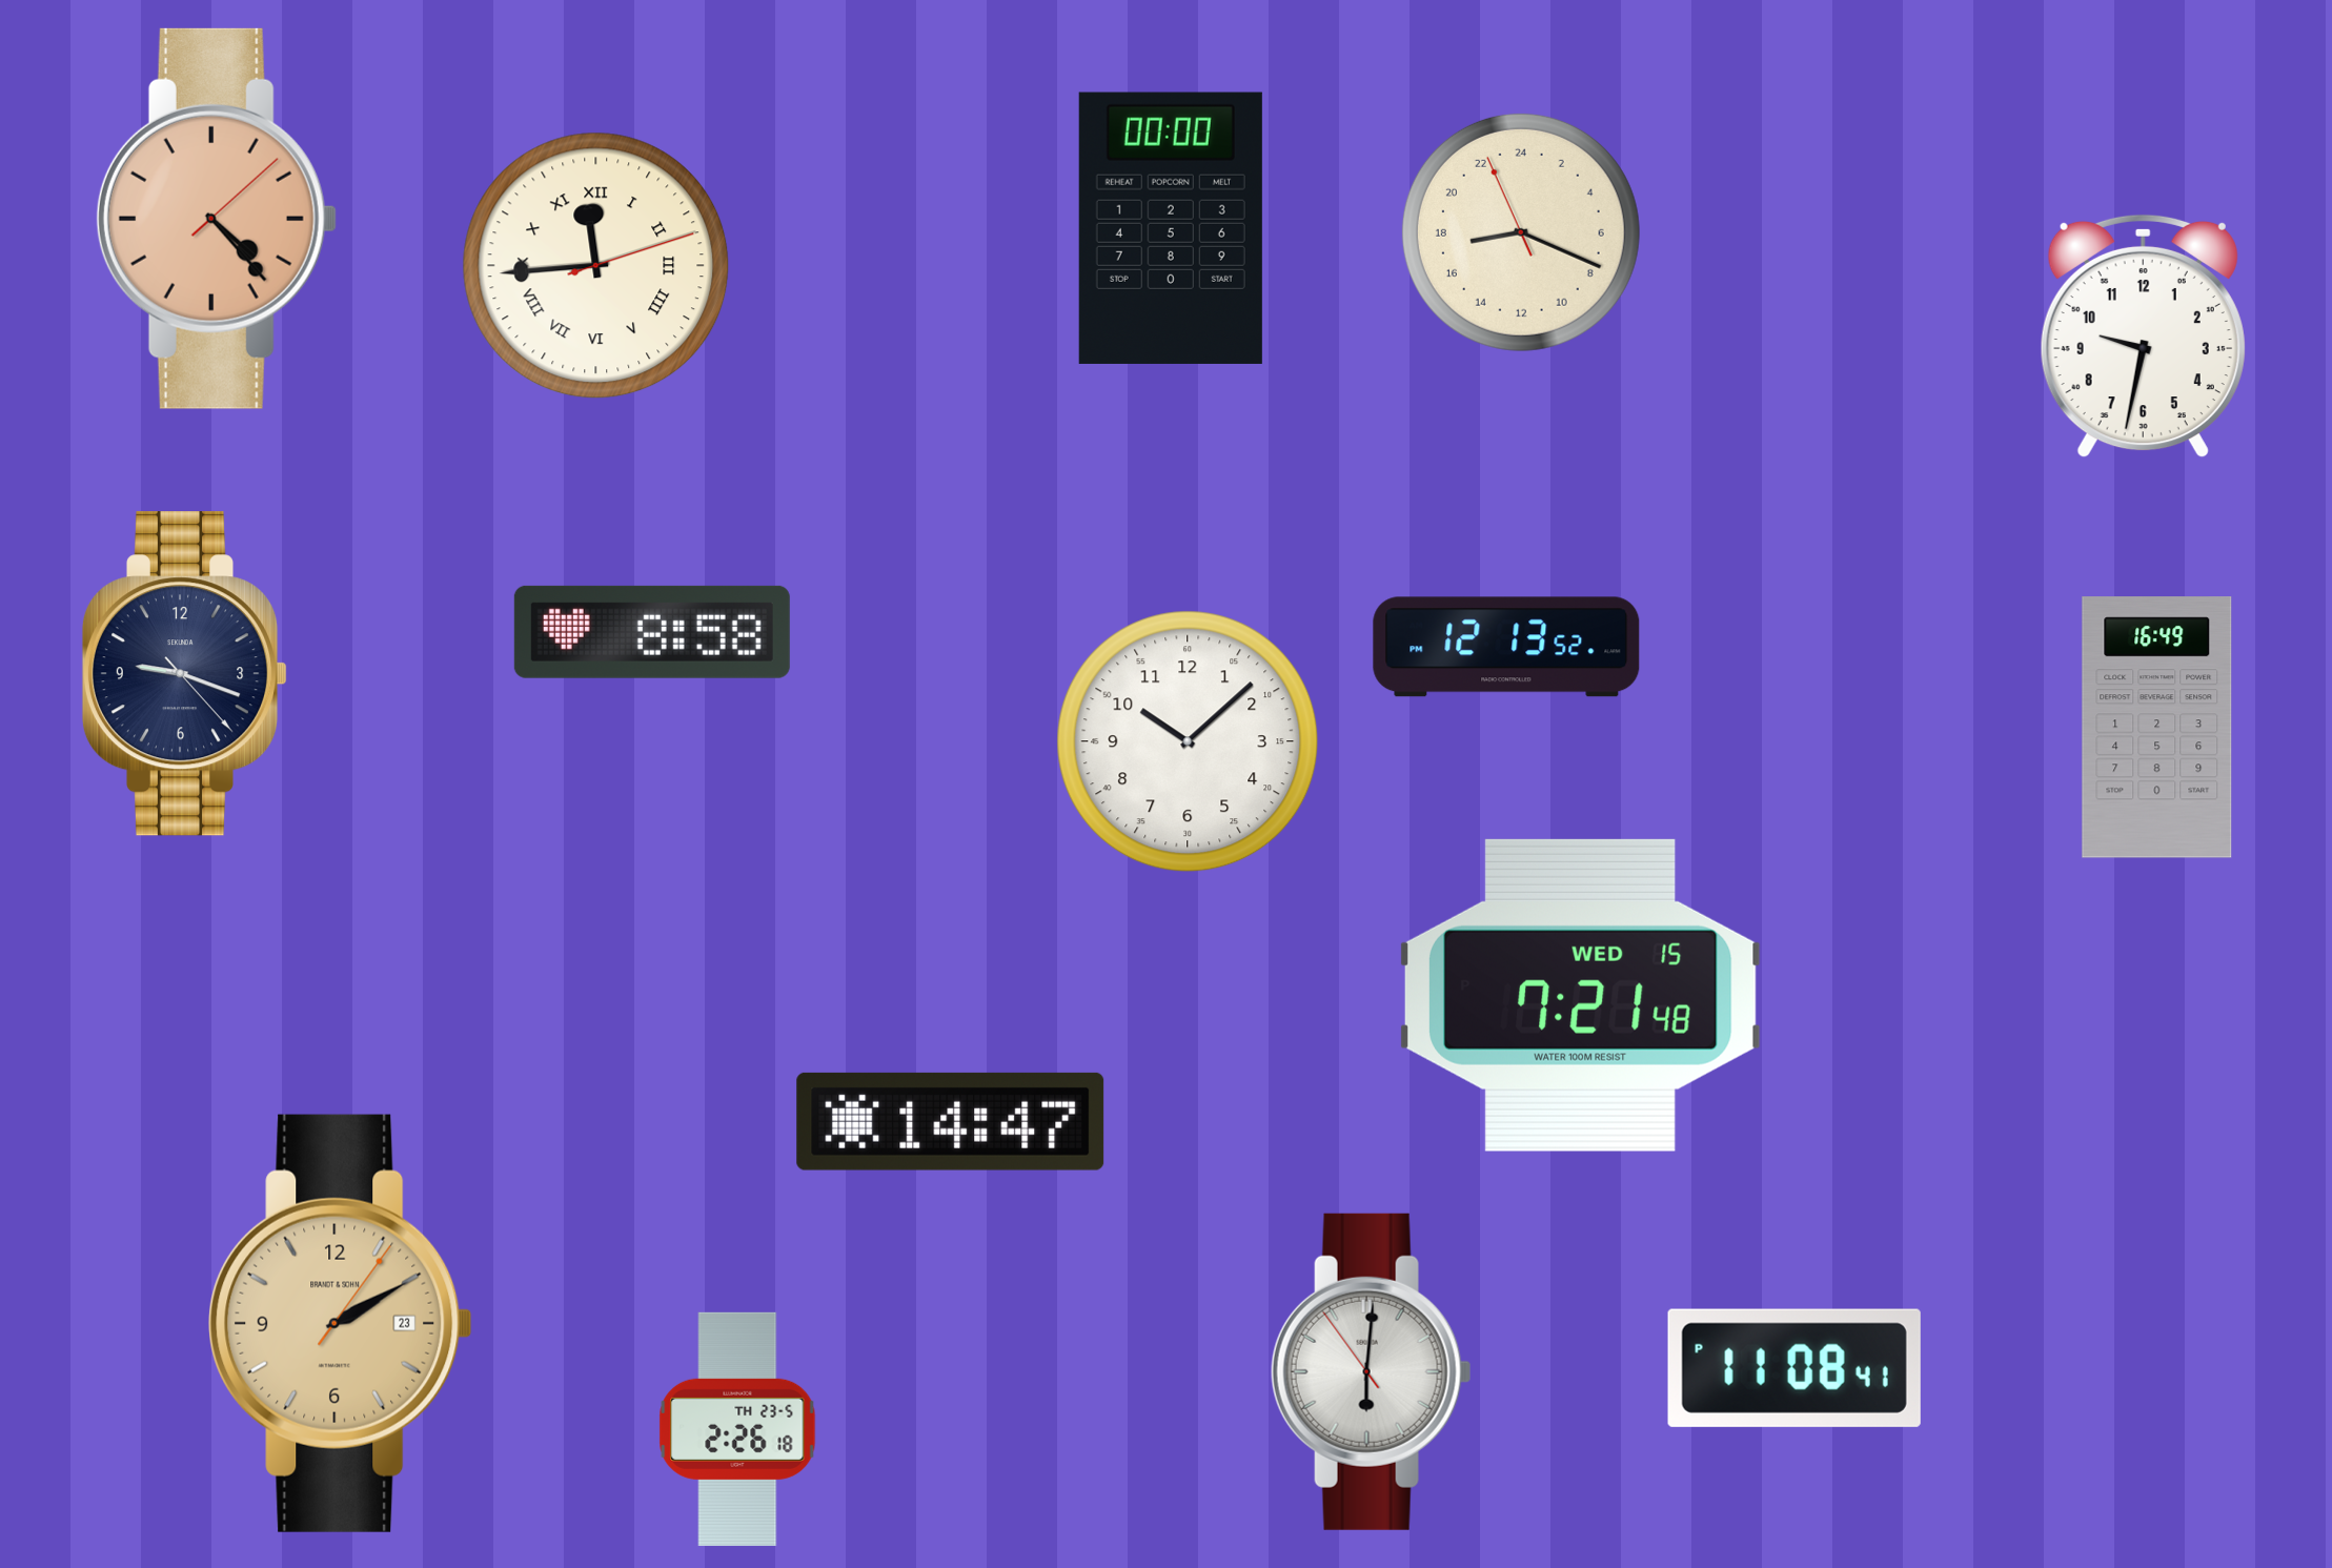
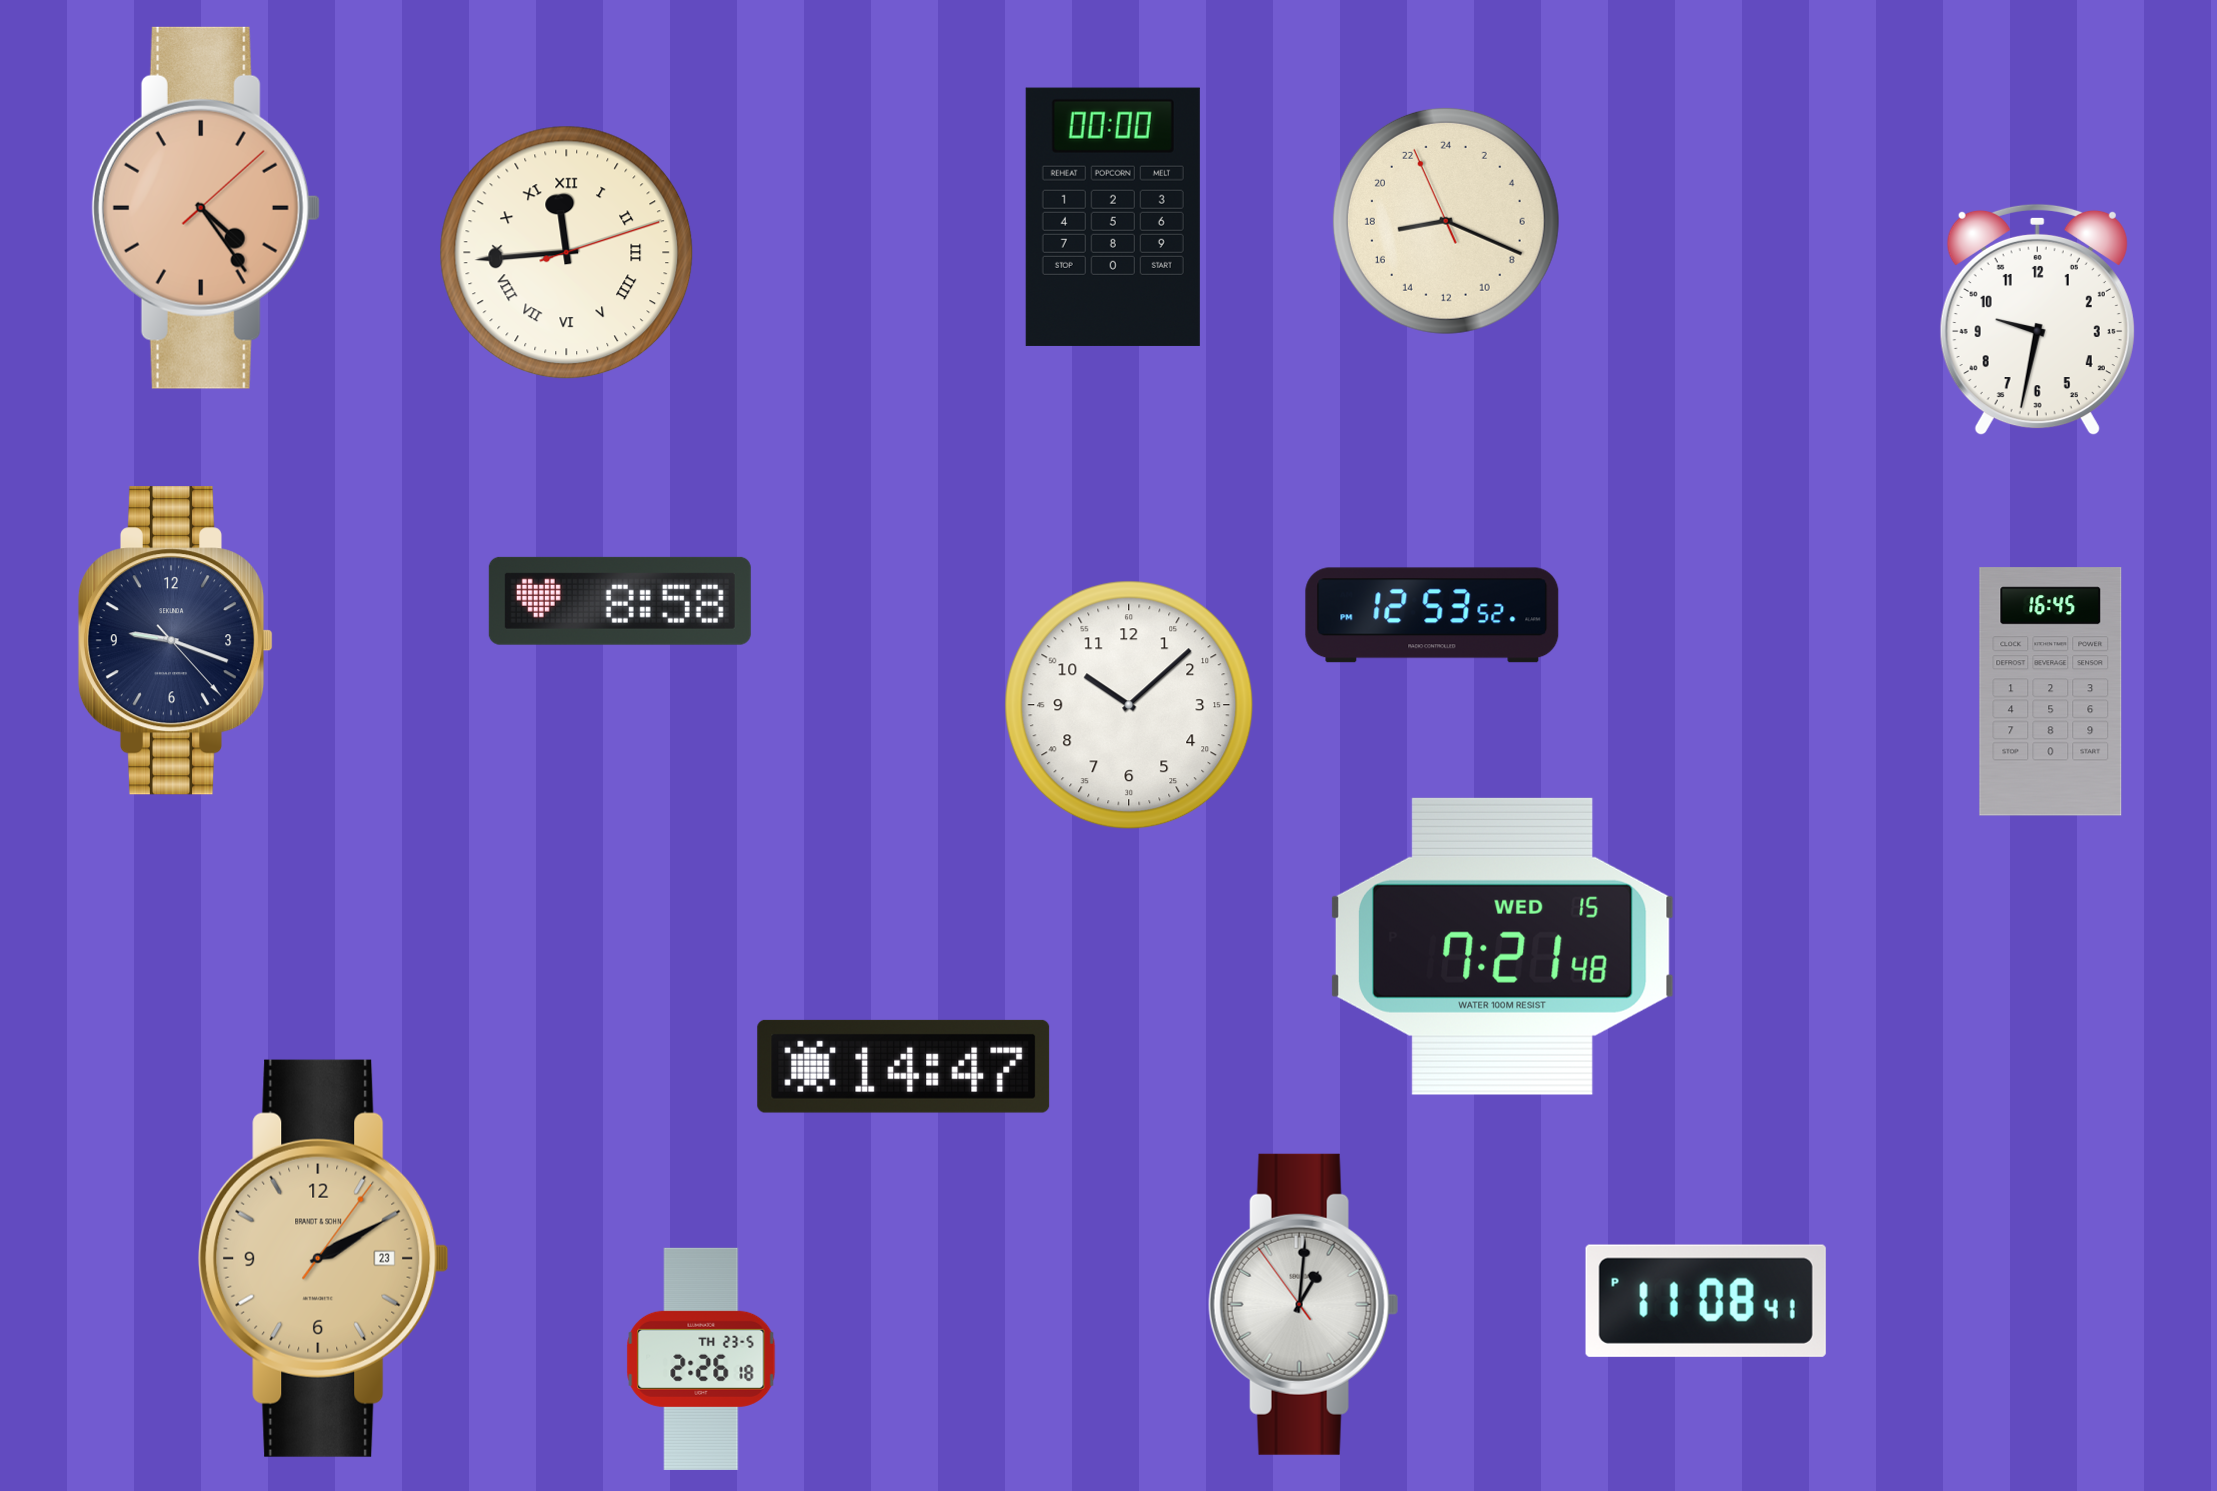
clock at (217, 219): 4:23 -> 4:24
clock at (1506, 647): 12:13 -> 12:53
clock at (2157, 728): 16:49 -> 16:45
clock at (1371, 1371): 6:00 -> 1:00
